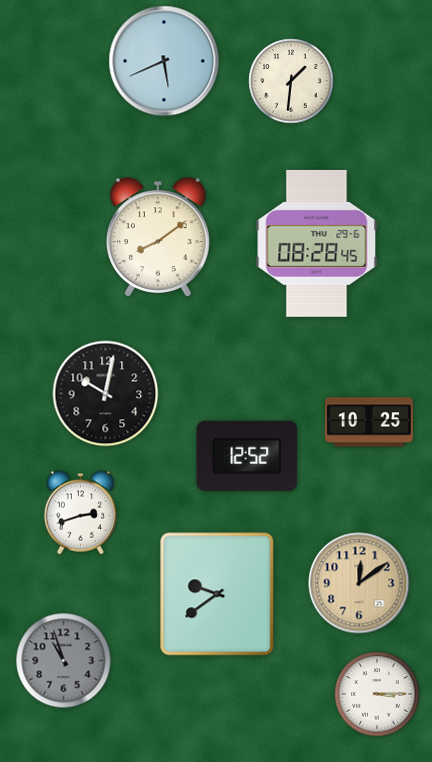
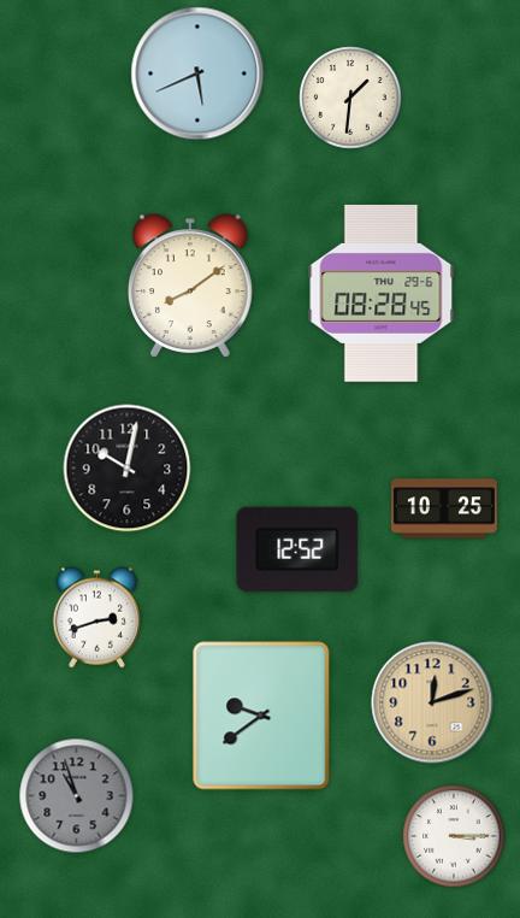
clock at (106, 394) position: (106, 394) -> (128, 469)
clock at (359, 583): 12:09 -> 12:12
